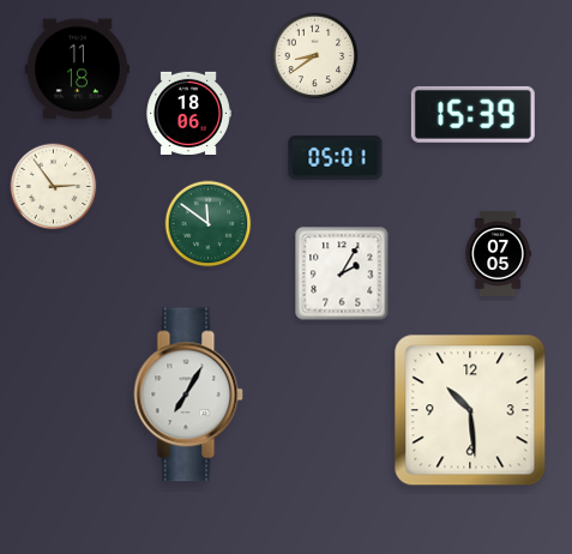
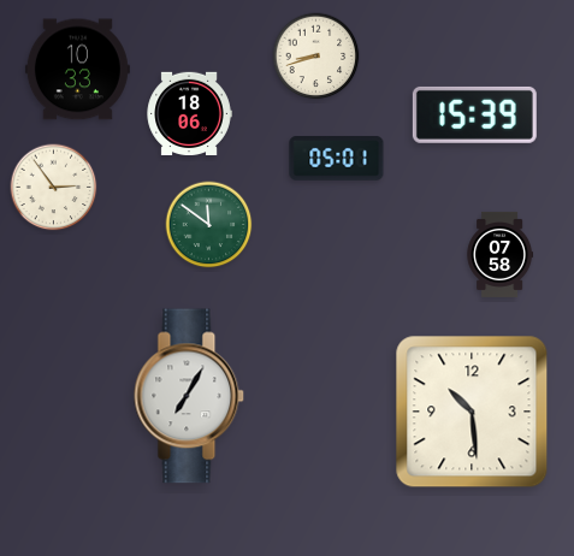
clock at (315, 56): 8:39 -> 8:42
clock at (77, 70): 11:18 -> 10:33
clock at (498, 253): 07:05 -> 07:58
clock at (342, 273): 2:05 -> none
